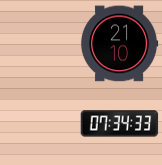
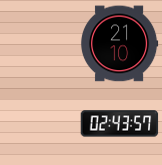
clock at (119, 124): 07:34 -> 02:43
